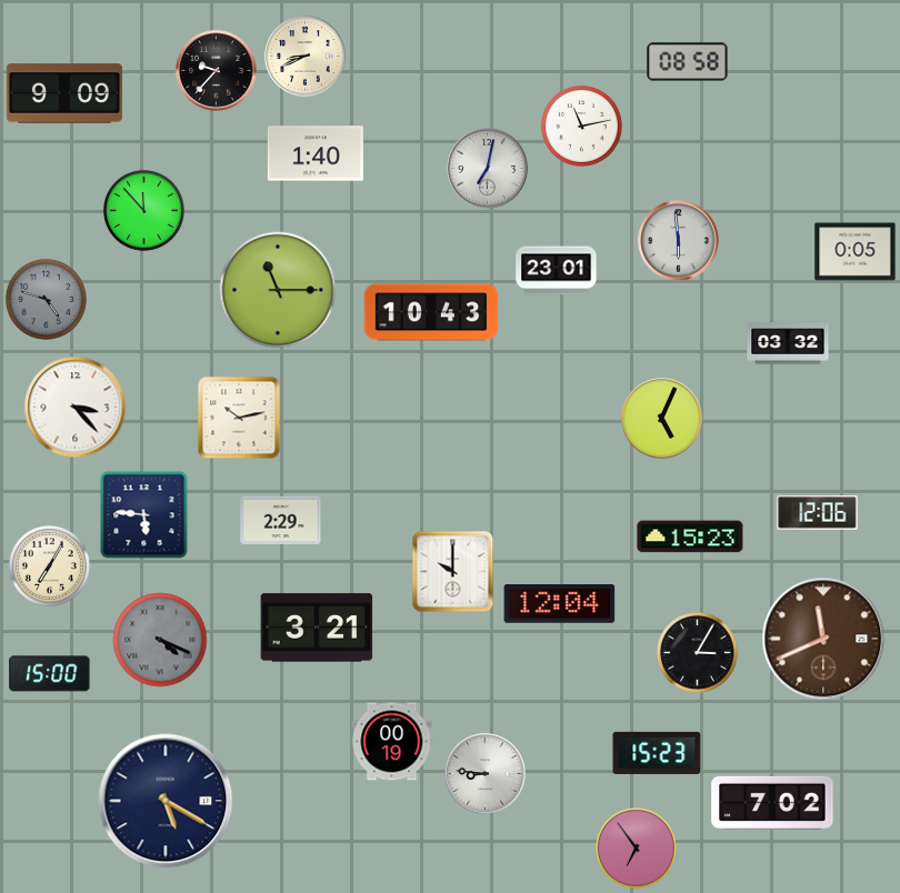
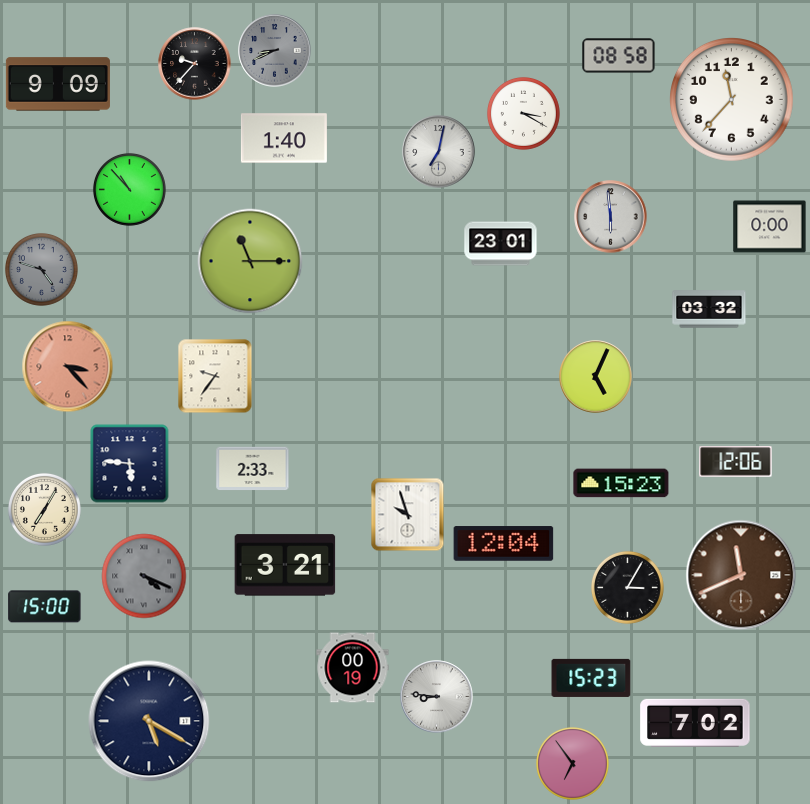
clock at (306, 57) dial: cream -> grey
clock at (732, 100): none -> 11:37
clock at (581, 126): 11:13 -> 3:20
clock at (143, 210): 11:53 -> 10:53
clock at (856, 252): 0:05 -> 0:00
clock at (431, 312): 10:43 -> none
clock at (76, 408) dial: white -> salmon
clock at (239, 418): 10:13 -> 9:36
clock at (281, 521): 2:29 -> 2:33
clock at (453, 572): 10:00 -> 9:57
